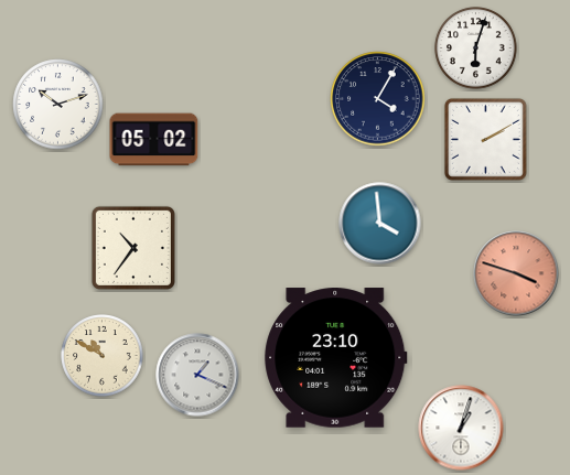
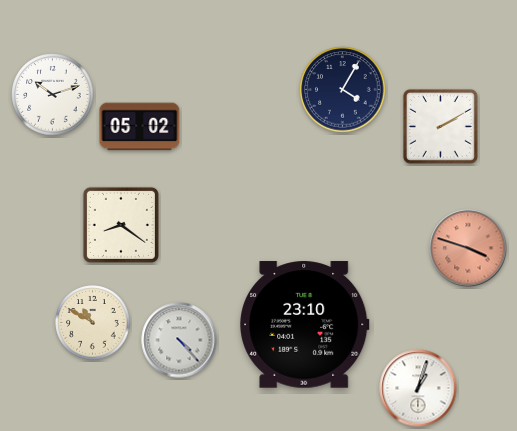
clock at (476, 48): 6:03 -> none
clock at (380, 224): 3:59 -> none
clock at (133, 248): 10:36 -> 8:21
clock at (197, 375): 1:19 -> 4:23
